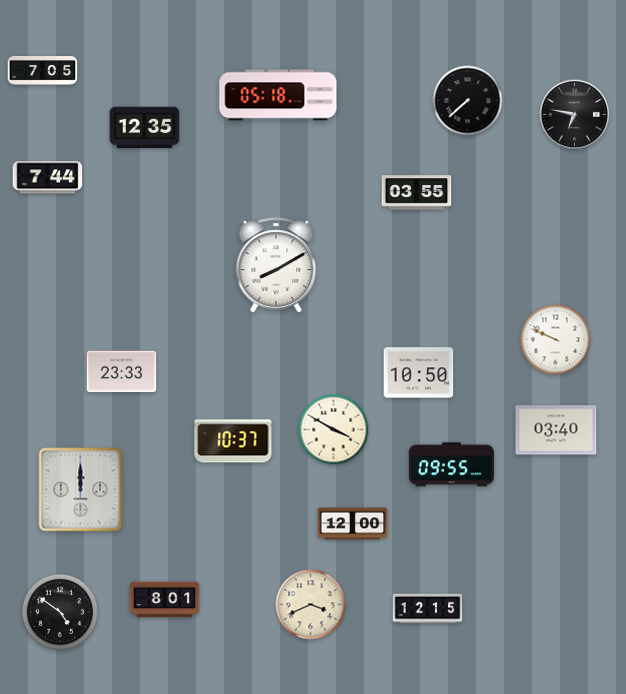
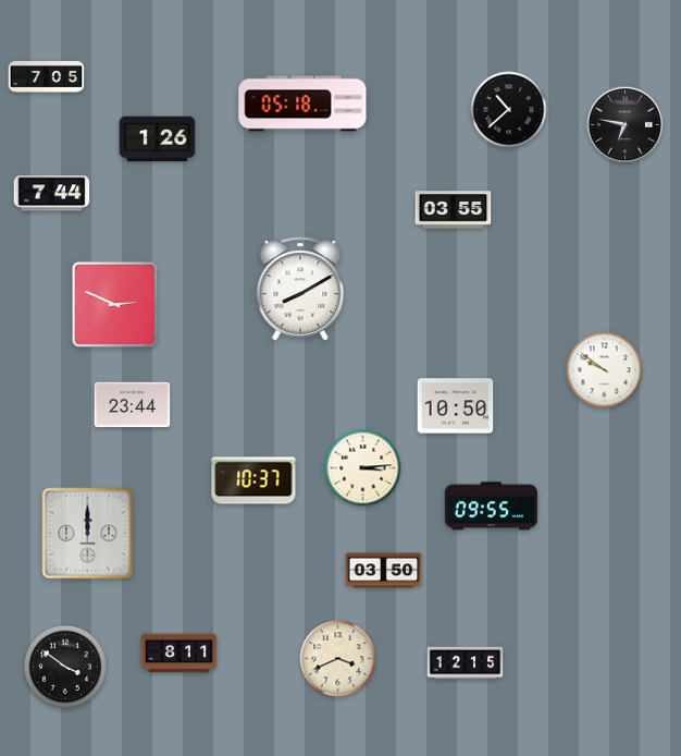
clock at (468, 101): 7:38 -> 10:38
clock at (145, 128): 12:35 -> 1:26
clock at (114, 304): none -> 2:49
clock at (556, 340): 9:49 -> 9:51
clock at (122, 372): 23:33 -> 23:44
clock at (334, 430): 3:50 -> 3:14
clock at (556, 430): 03:40 -> none
clock at (353, 524): 12:00 -> 03:50
clock at (165, 600): 8:01 -> 8:11
clock at (60, 612): 4:51 -> 3:51
